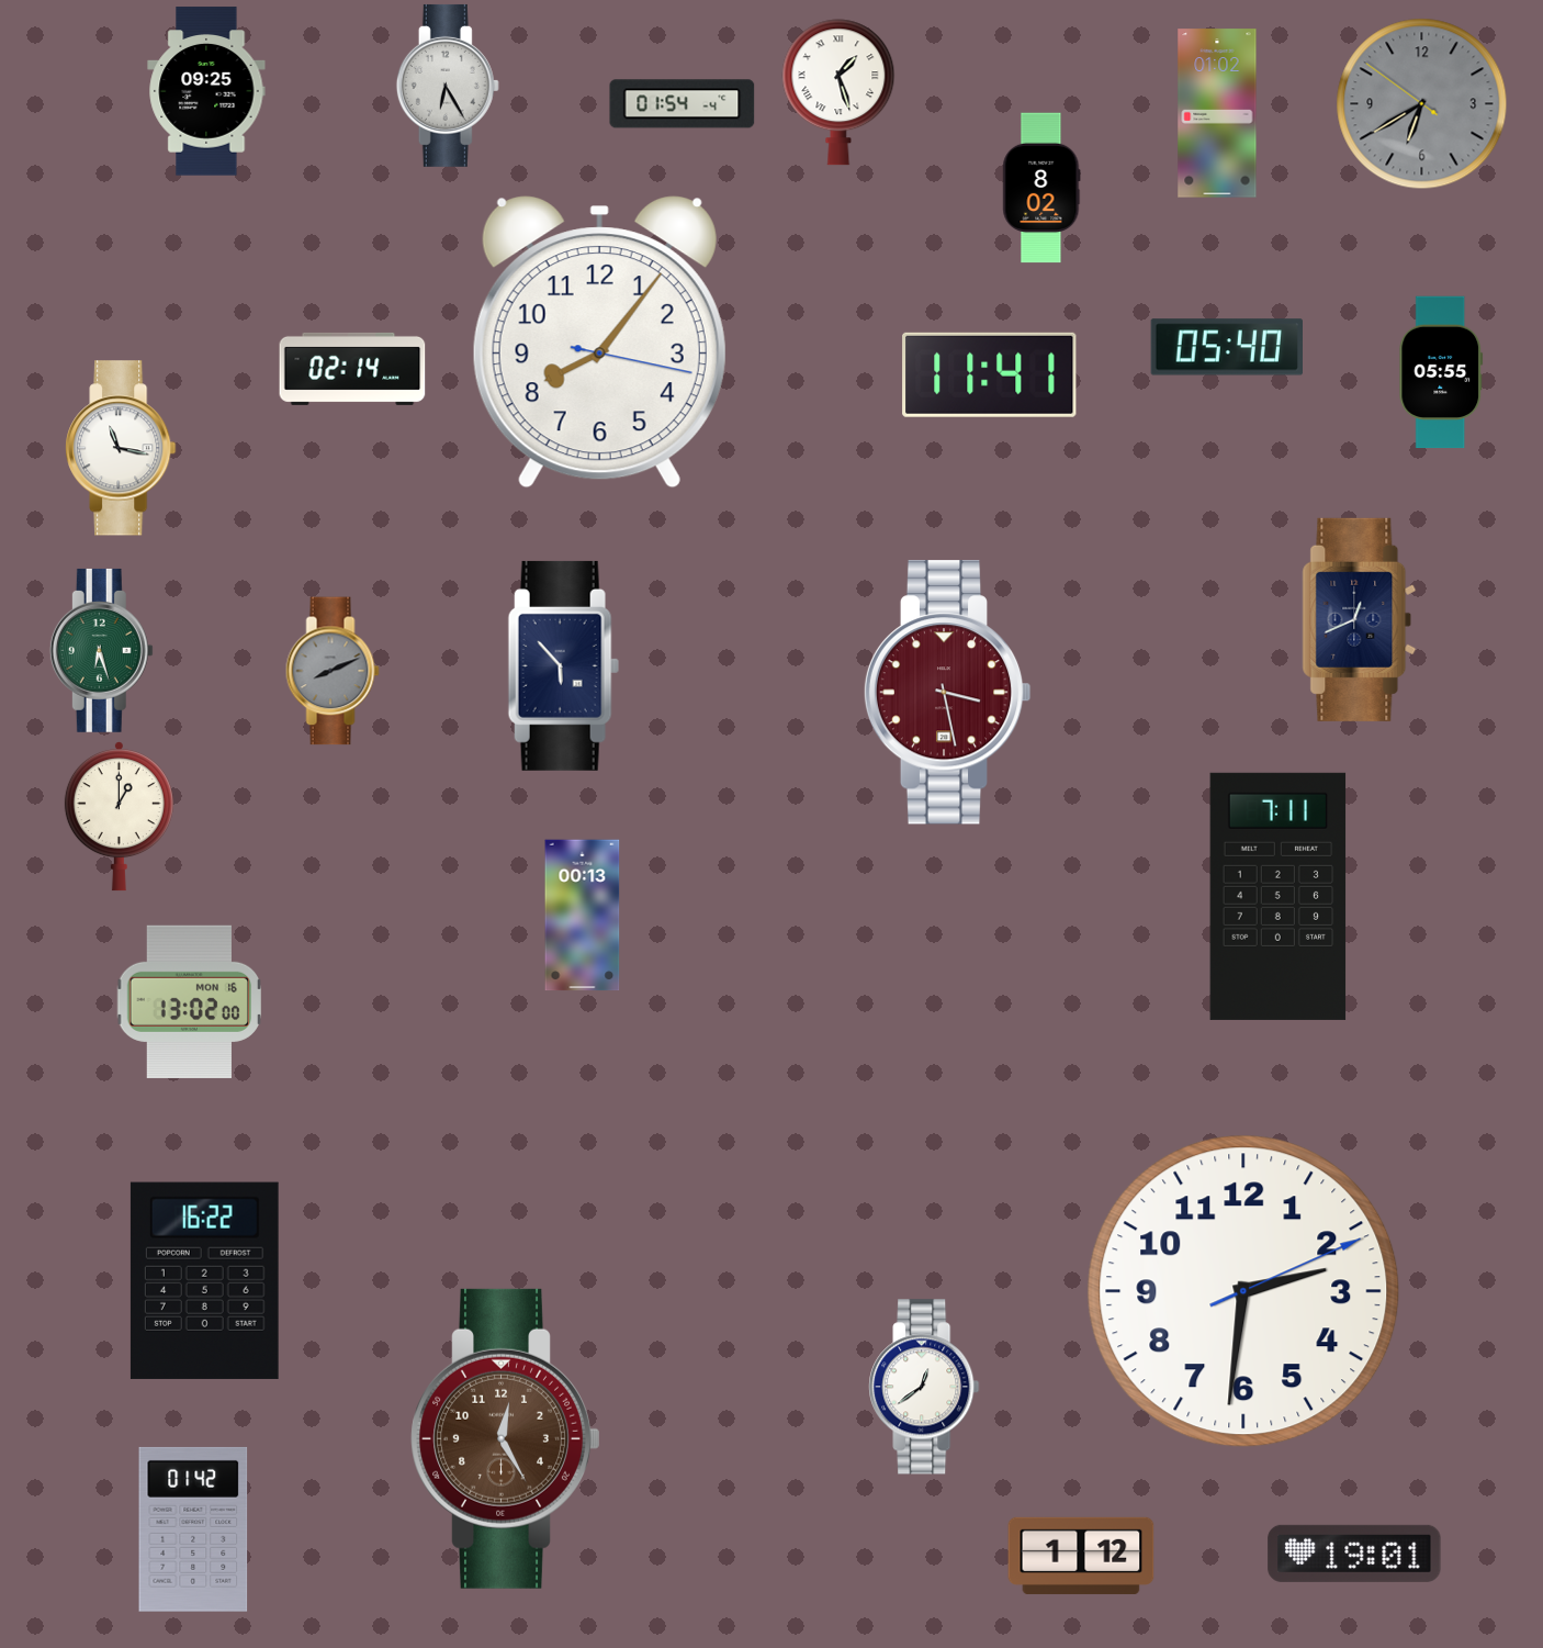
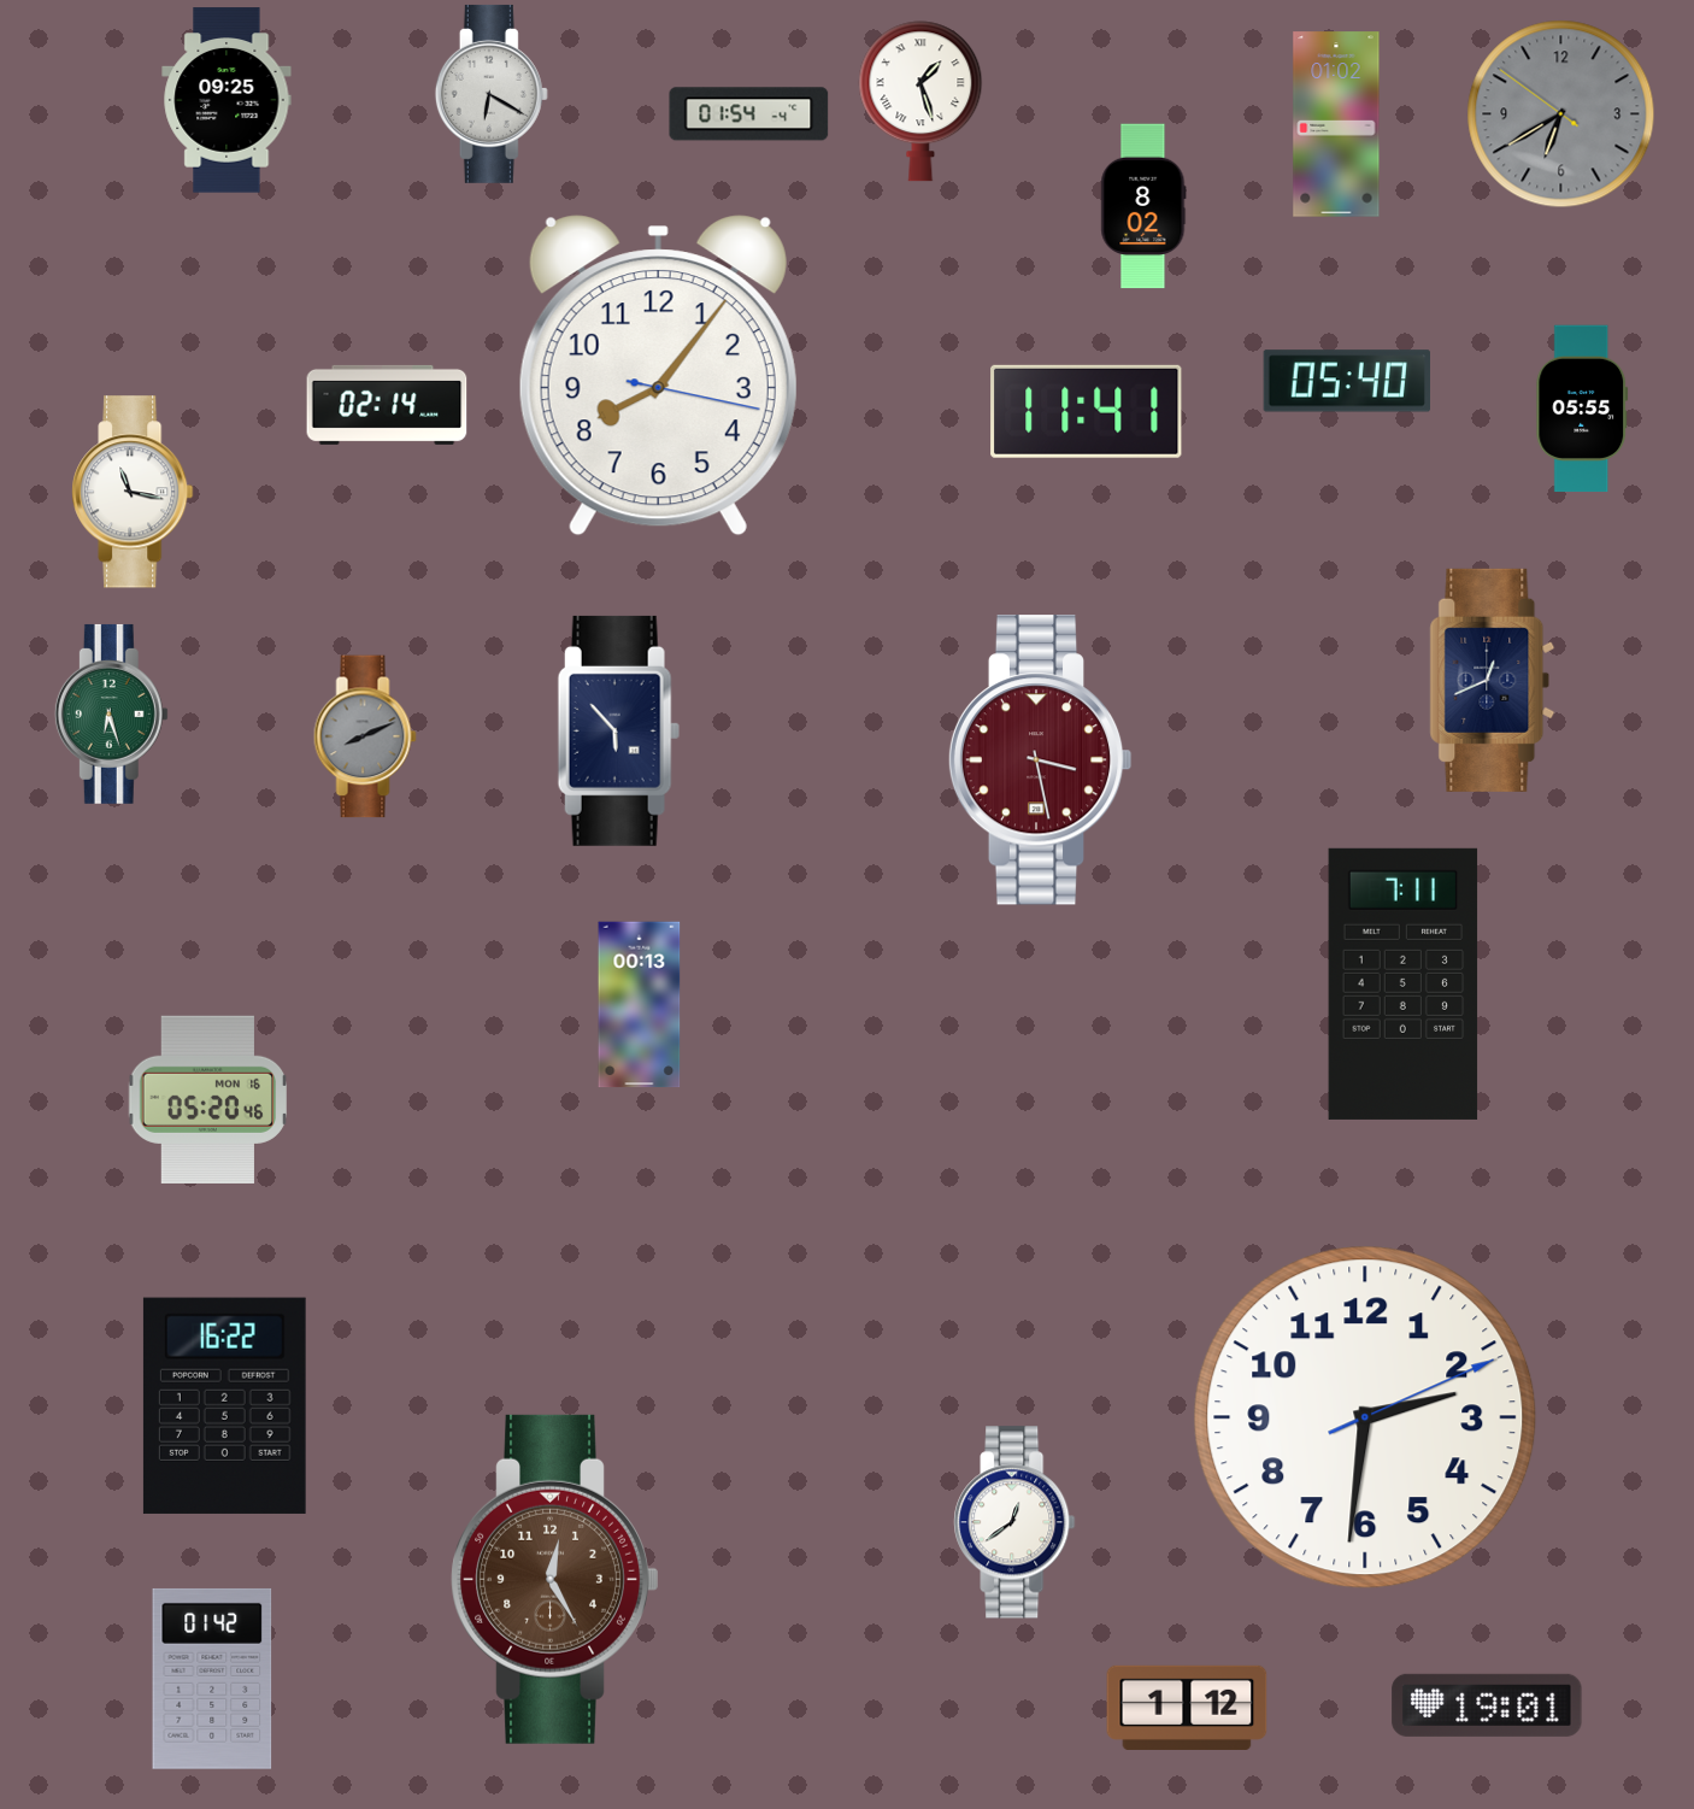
clock at (448, 86): 6:25 -> 6:20
clock at (119, 817): 1:00 -> none
clock at (190, 1001): 13:02 -> 05:20
